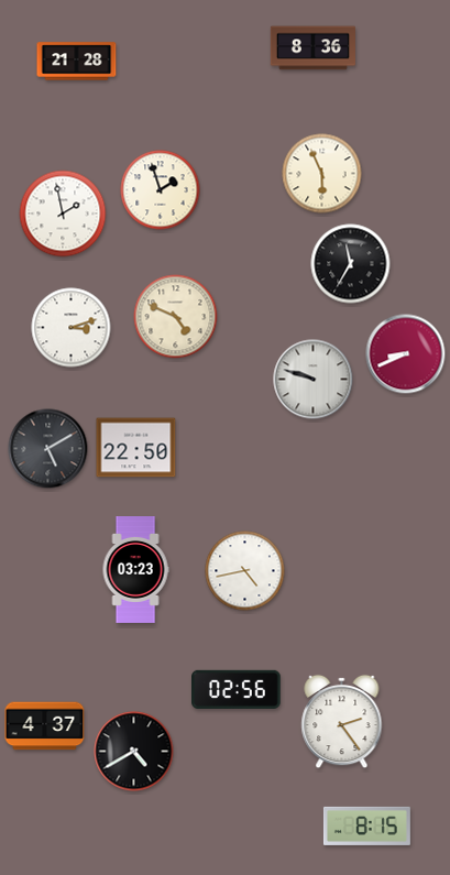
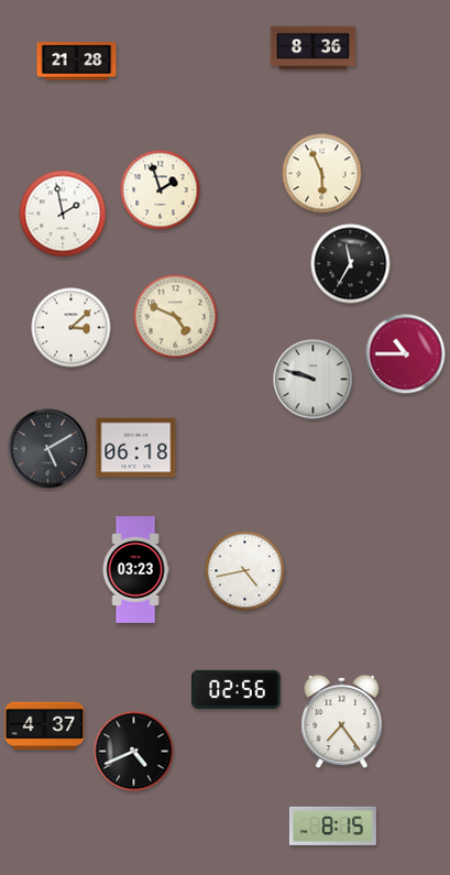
clock at (72, 328): 3:12 -> 3:08
clock at (406, 354): 8:41 -> 10:45
clock at (136, 448): 22:50 -> 06:18
clock at (342, 722): 2:24 -> 7:24
clock at (134, 752): 4:40 -> 4:41
clock at (366, 825) position: (366, 825) -> (332, 825)
